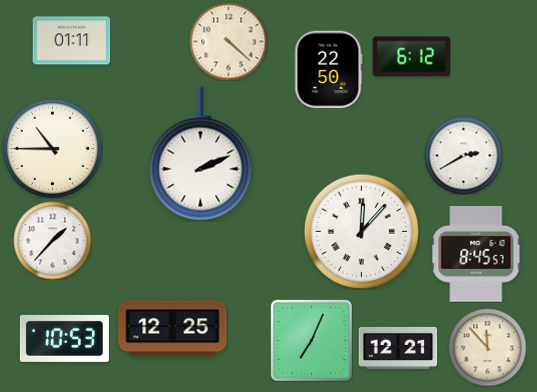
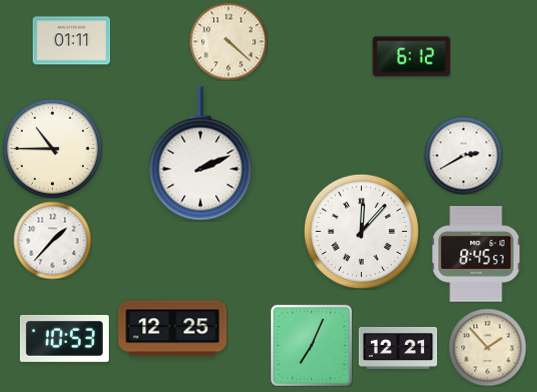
clock at (328, 69): 22:50 -> none
clock at (311, 340) position: (311, 340) -> (311, 345)
clock at (487, 347): 11:53 -> 1:53
